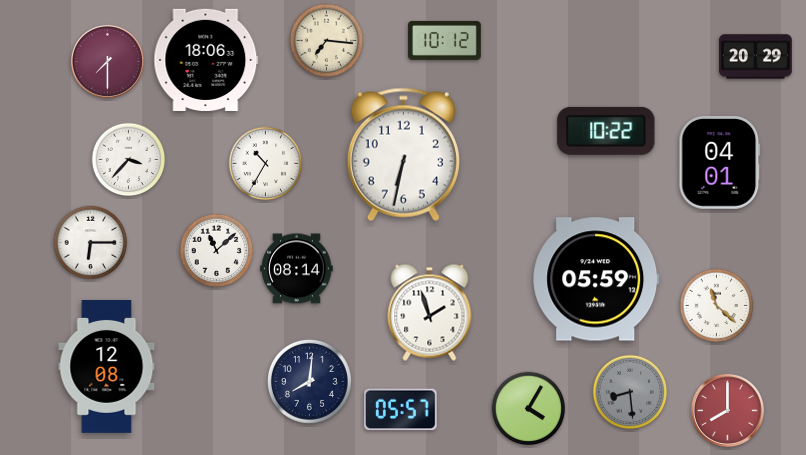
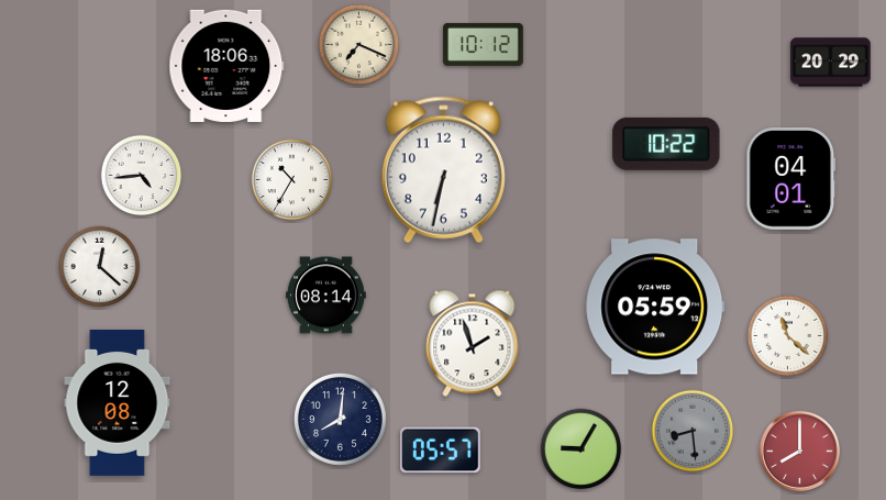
clock at (445, 40) position: (445, 40) -> (484, 44)
clock at (327, 41): 7:16 -> 7:19
clock at (107, 61): 7:30 -> none
clock at (129, 160): 3:37 -> 4:44
clock at (91, 243): 6:15 -> 12:22
clock at (217, 251): 11:08 -> none
clock at (529, 409): 4:05 -> 9:05
